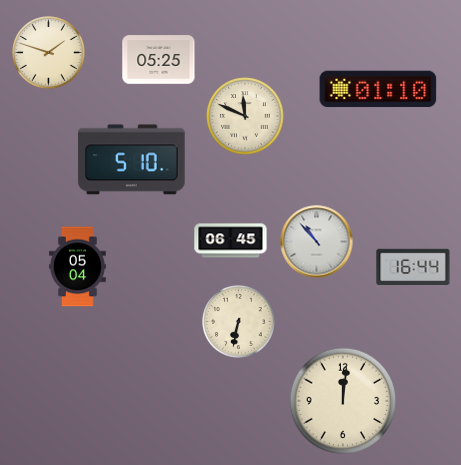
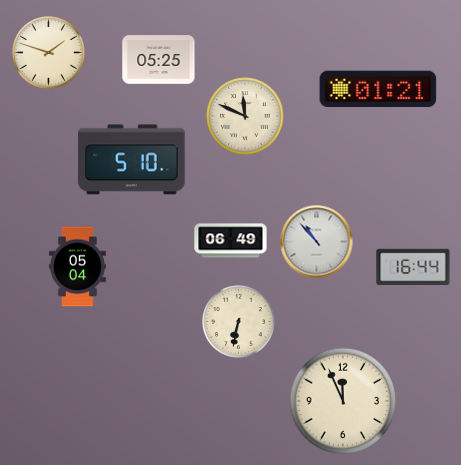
clock at (378, 89): 01:10 -> 01:21
clock at (231, 241): 06:45 -> 06:49
clock at (343, 401): 12:01 -> 11:56
